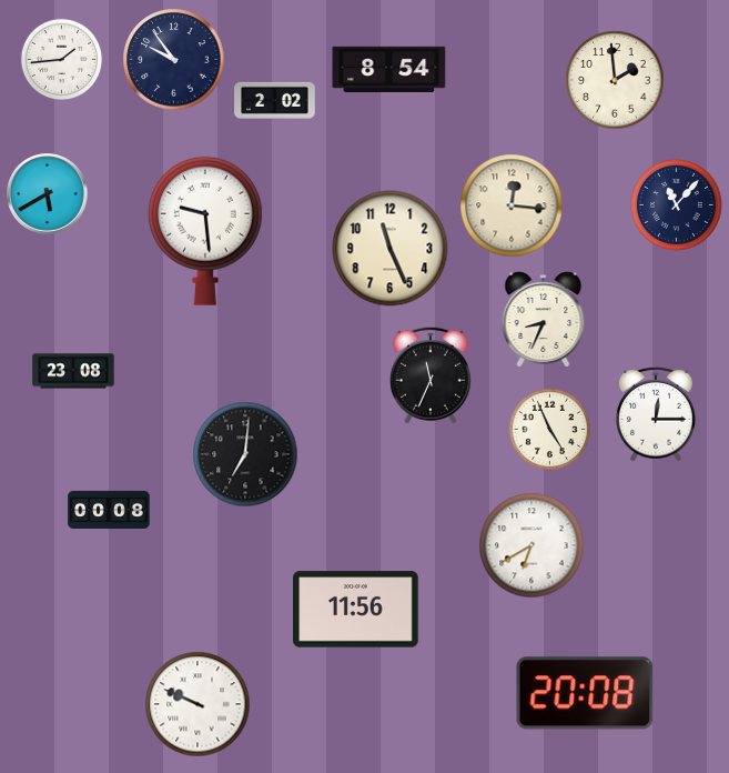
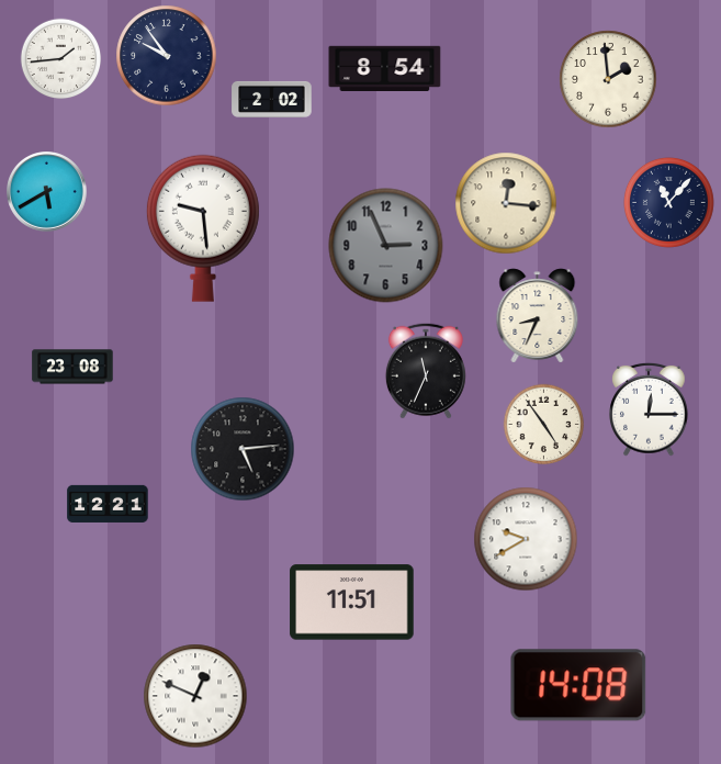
clock at (174, 60) position: (174, 60) -> (167, 56)
clock at (391, 249): 11:26 -> 2:56
clock at (391, 249) dial: cream -> grey
clock at (550, 430): 4:56 -> 4:54
clock at (245, 454): 7:01 -> 5:14
clock at (109, 510): 00:08 -> 12:21
clock at (531, 545): 6:40 -> 9:40
clock at (356, 610): 11:56 -> 11:51
clock at (585, 693): 20:08 -> 14:08
clock at (198, 704): 9:49 -> 12:49
